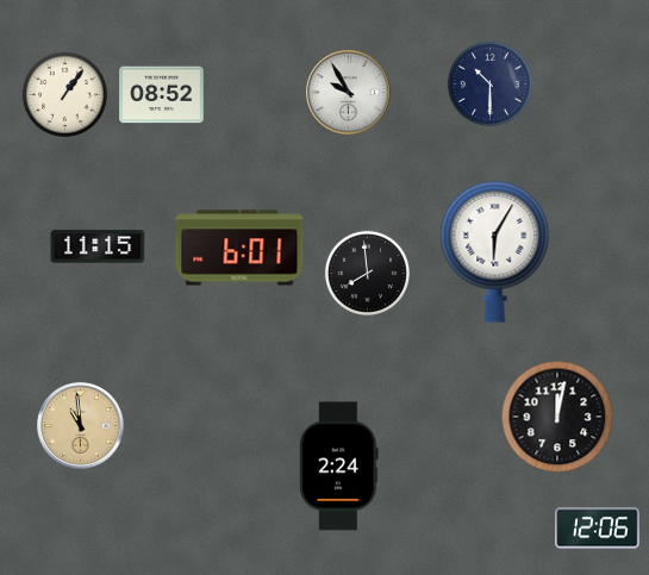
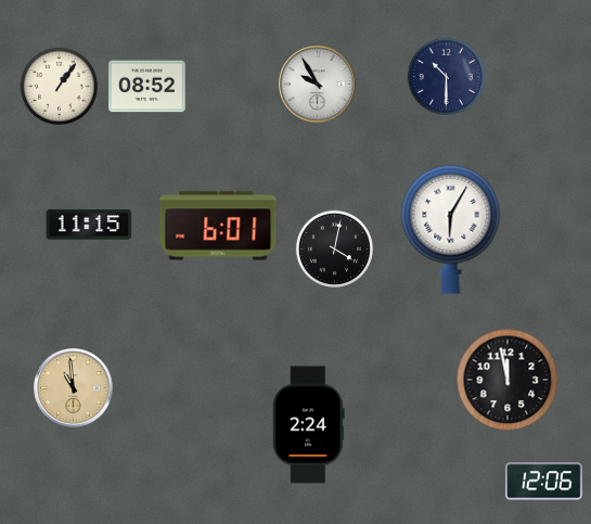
clock at (367, 273): 7:59 -> 4:02
clock at (557, 417): 12:02 -> 11:58
